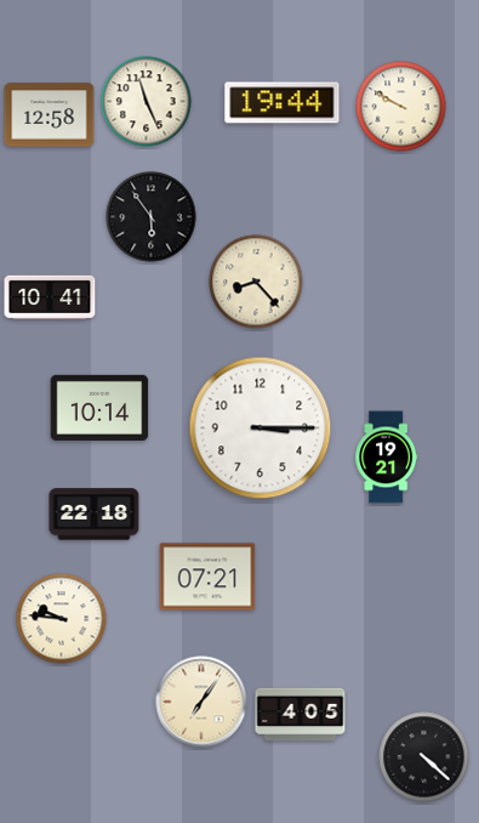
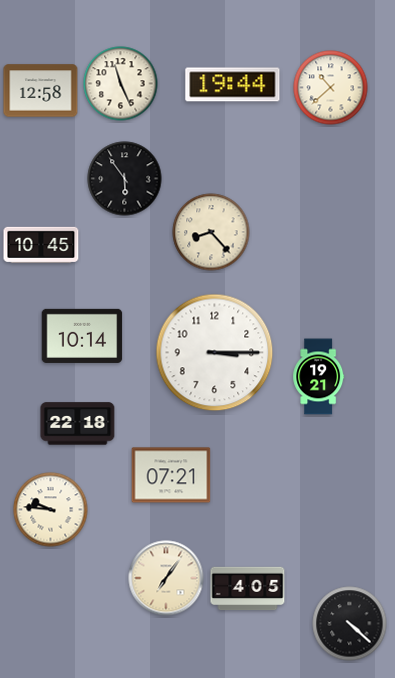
clock at (401, 107): 9:50 -> 10:38
clock at (50, 115) position: (50, 115) -> (41, 91)
clock at (50, 297): 10:41 -> 10:45
